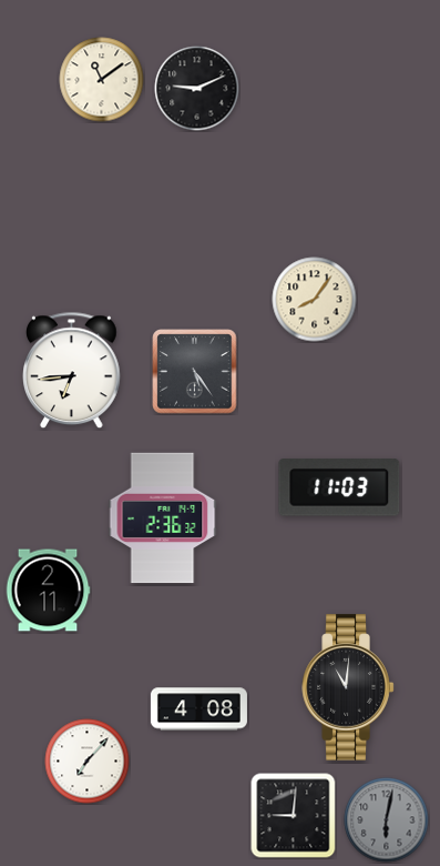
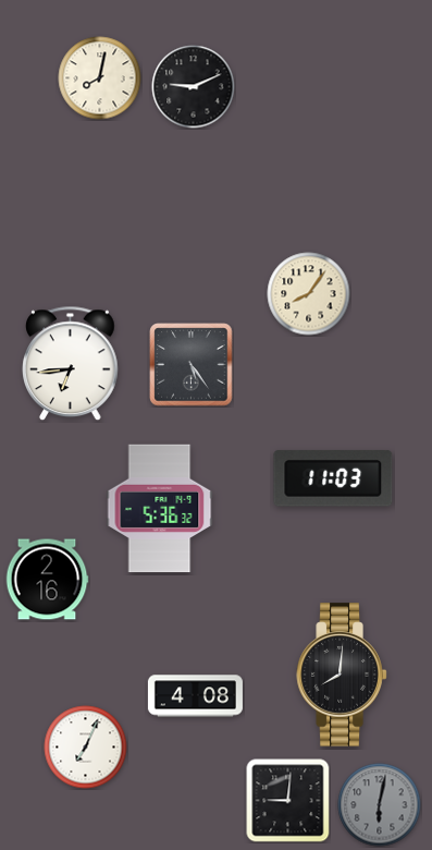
clock at (102, 80): 11:09 -> 8:02
clock at (163, 518): 2:36 -> 5:36
clock at (48, 591): 2:11 -> 2:16
clock at (348, 687): 11:01 -> 8:01
clock at (88, 762): 7:07 -> 7:04
